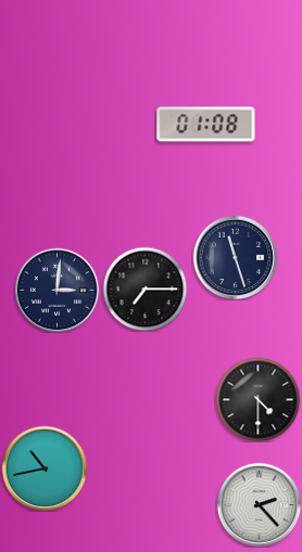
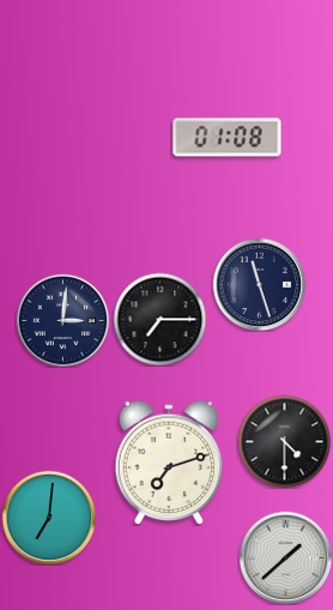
clock at (169, 461): none -> 7:12
clock at (45, 468): 10:43 -> 7:01
clock at (259, 504): 2:23 -> 1:38
